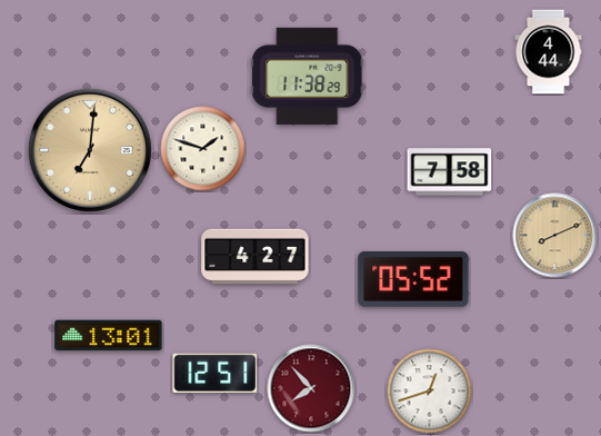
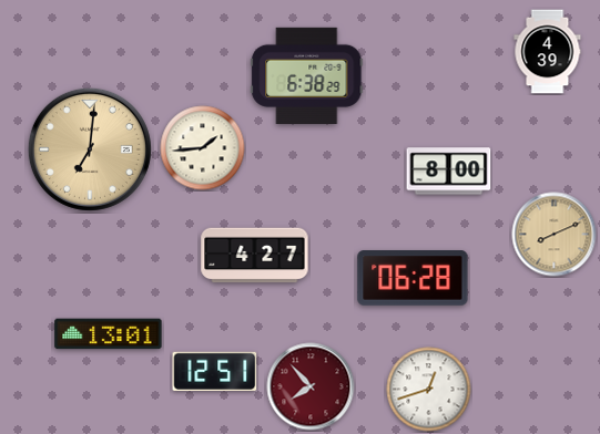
clock at (549, 52): 4:44 -> 4:39
clock at (308, 76): 11:38 -> 6:38
clock at (203, 149): 1:48 -> 1:44
clock at (450, 172): 7:58 -> 8:00
clock at (413, 280): 05:52 -> 06:28
